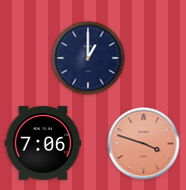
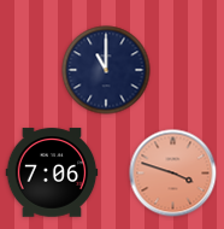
clock at (88, 58): 1:00 -> 11:00
